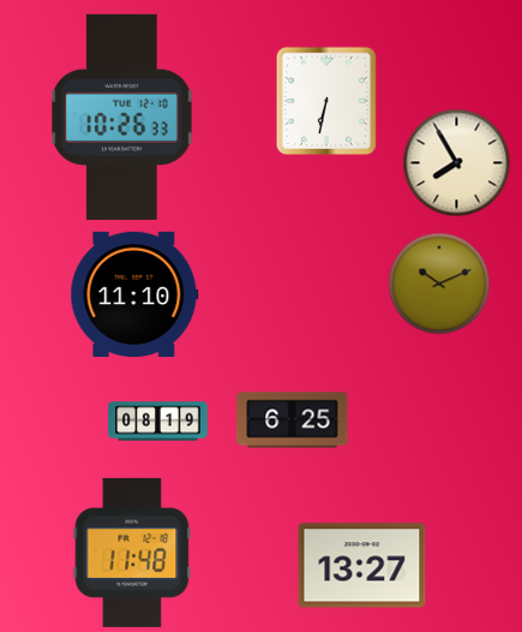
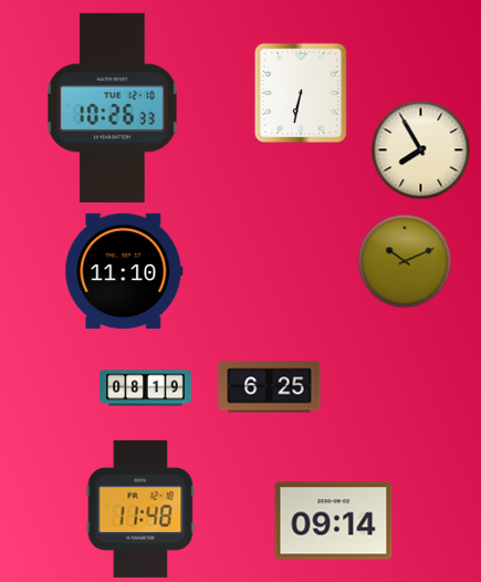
clock at (132, 553) position: (132, 553) -> (140, 509)
clock at (362, 566): 13:27 -> 09:14
